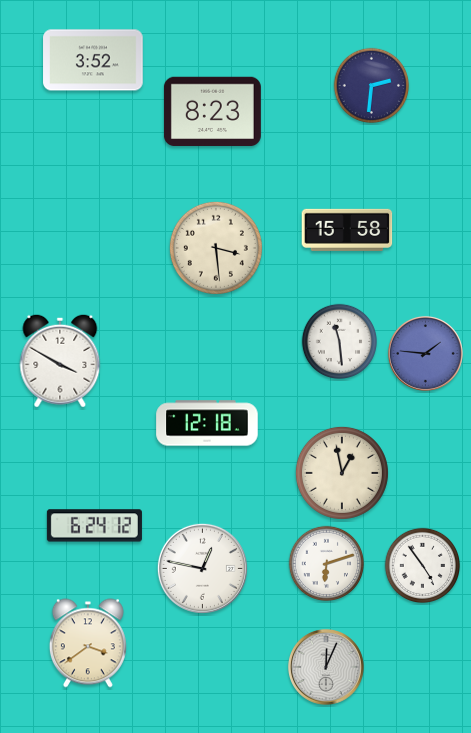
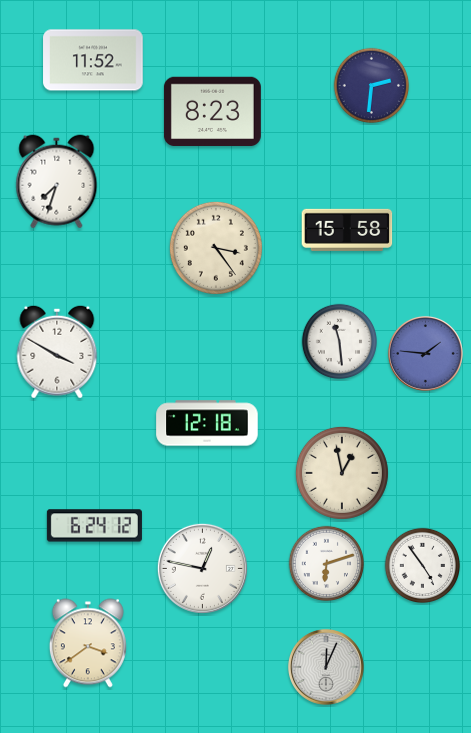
clock at (93, 60): 3:52 -> 11:52
clock at (57, 182): none -> 7:33
clock at (216, 248): 3:29 -> 3:24
clock at (60, 361) position: (60, 361) -> (57, 352)
